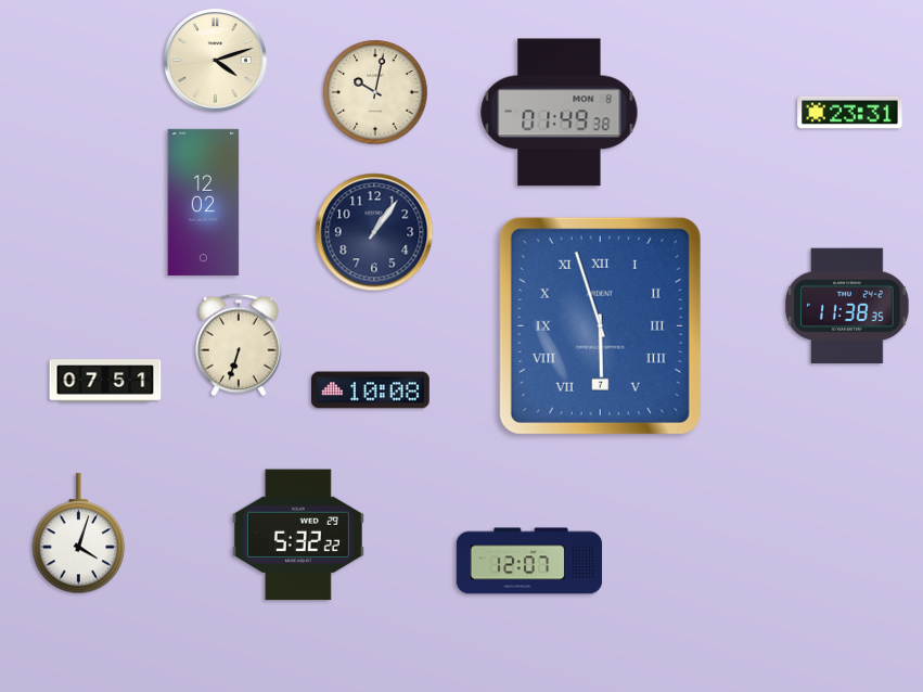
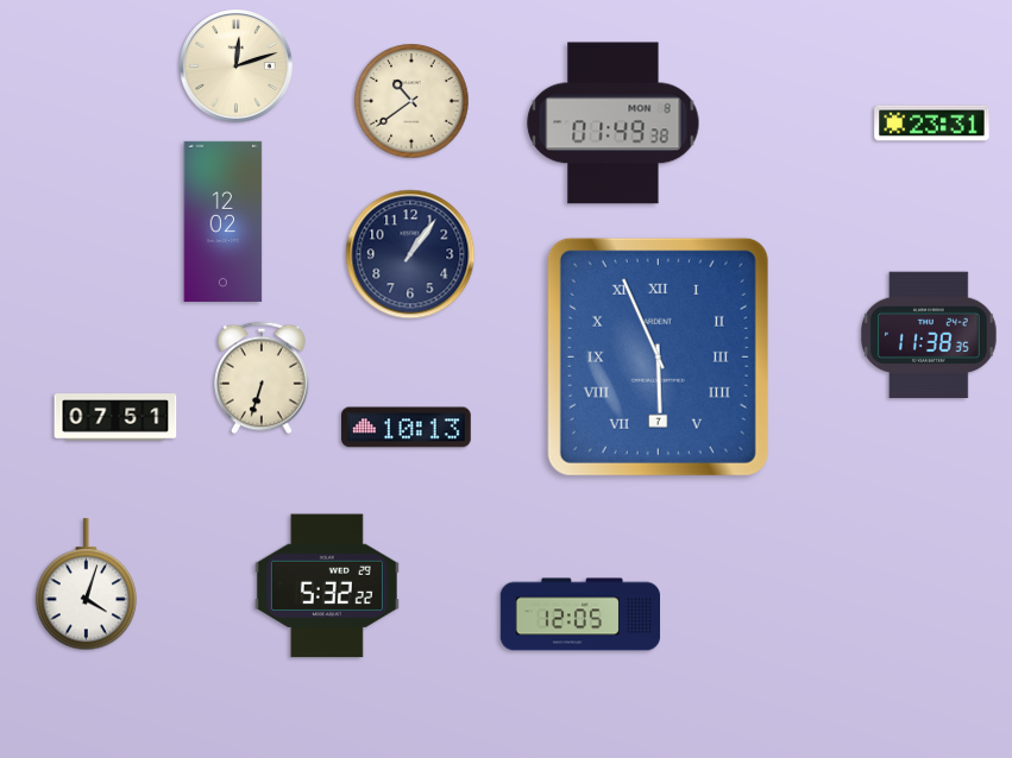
clock at (216, 61): 4:12 -> 12:12
clock at (375, 92): 10:02 -> 10:39
clock at (600, 325): 5:57 -> 5:56
clock at (371, 390): 10:08 -> 10:13
clock at (529, 561): 12:07 -> 12:05
